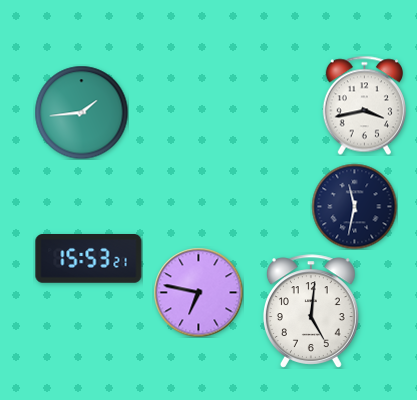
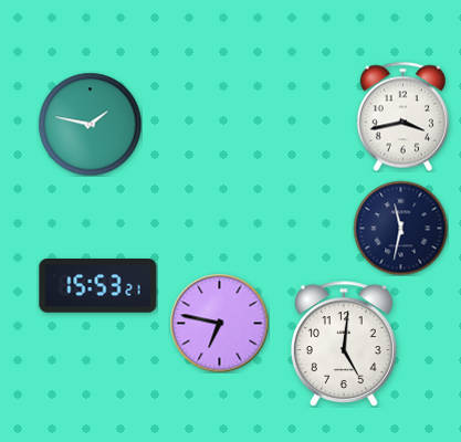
clock at (81, 112): 1:44 -> 1:47
clock at (354, 206) position: (354, 206) -> (400, 228)
